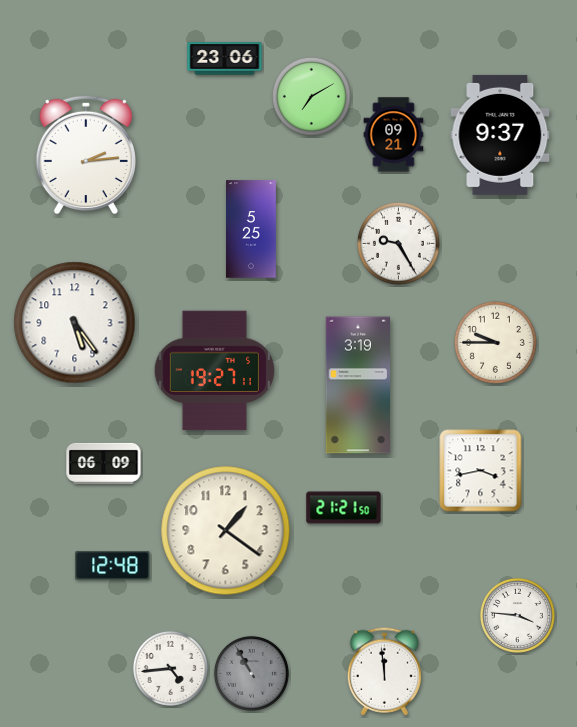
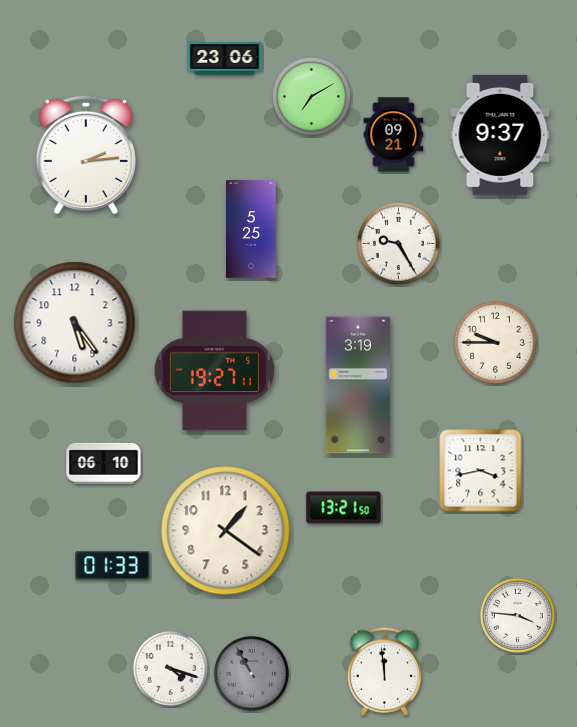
clock at (104, 463): 06:09 -> 06:10
clock at (344, 508): 21:21 -> 13:21
clock at (113, 566): 12:48 -> 01:33
clock at (170, 668): 4:44 -> 4:18
